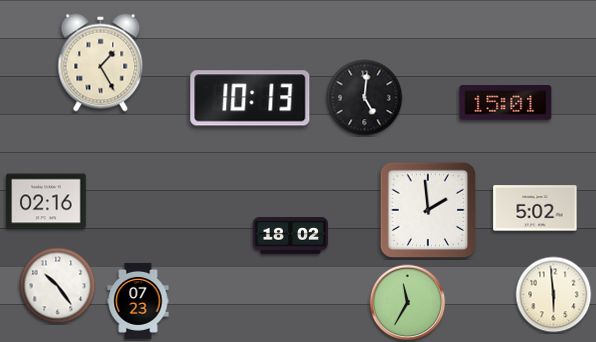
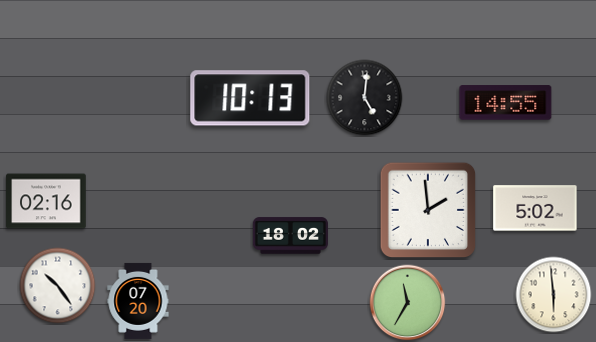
clock at (101, 63): 1:25 -> none
clock at (506, 103): 15:01 -> 14:55
clock at (138, 301): 07:23 -> 07:20
